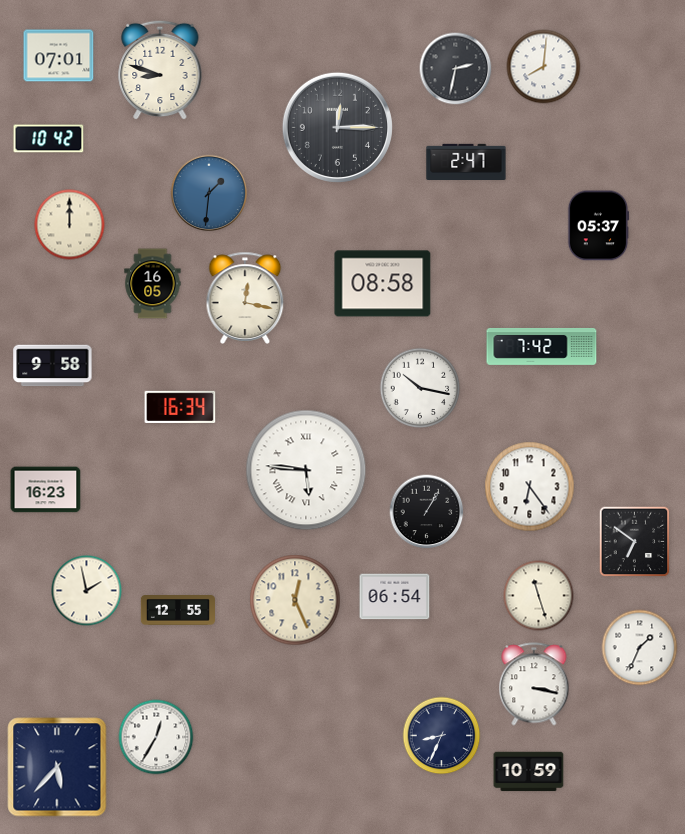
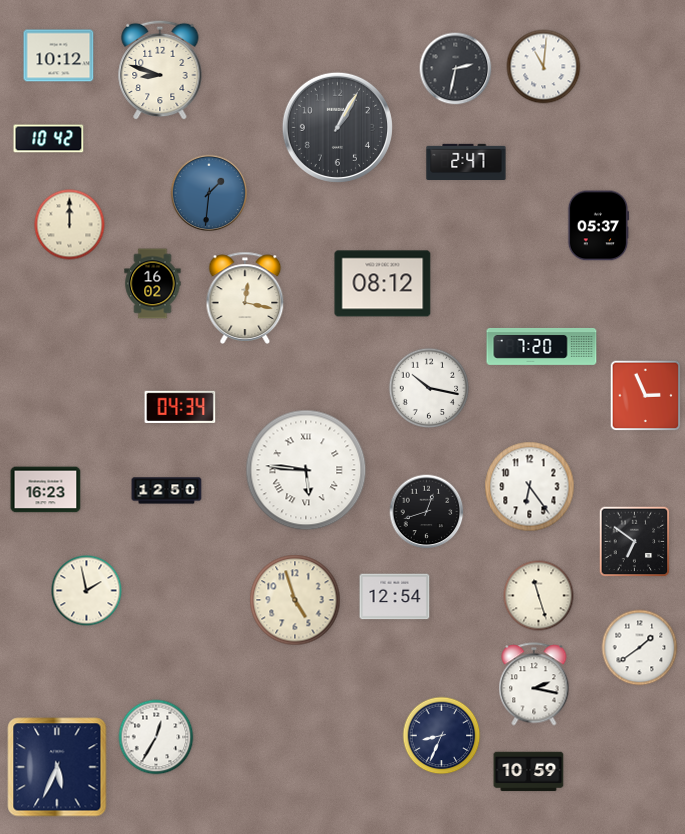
clock at (59, 56): 07:01 -> 10:12
clock at (544, 67): 8:01 -> 11:01
clock at (337, 127): 12:15 -> 1:05
clock at (153, 284): 16:05 -> 16:02
clock at (383, 284): 08:58 -> 08:12
clock at (542, 346): 7:42 -> 7:20
clock at (53, 366): 9:58 -> none
clock at (420, 388) position: (420, 388) -> (429, 388)
clock at (646, 396): none -> 2:56
clock at (180, 407): 16:34 -> 04:34
clock at (167, 491): none -> 12:50
clock at (427, 512): 1:05 -> 12:42
clock at (395, 597): 06:54 -> 12:54
clock at (295, 600): 12:26 -> 4:57
clock at (178, 611): 12:55 -> none
clock at (640, 648): 1:34 -> 1:39
clock at (534, 684): 3:17 -> 2:17
clock at (57, 767): 5:37 -> 5:34
